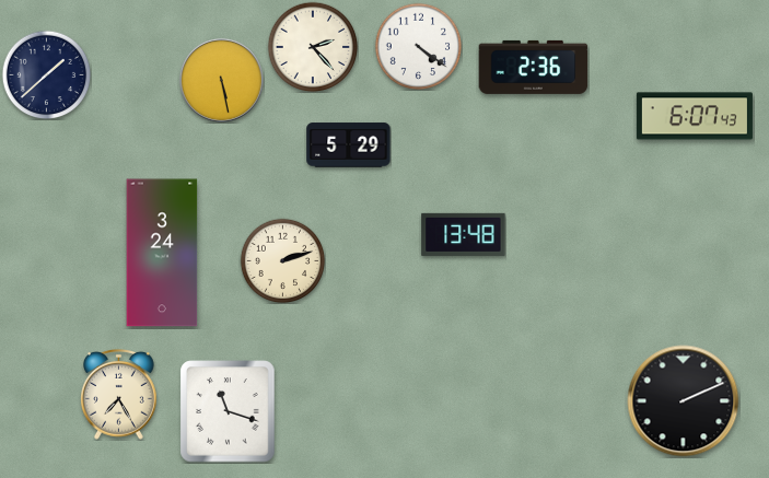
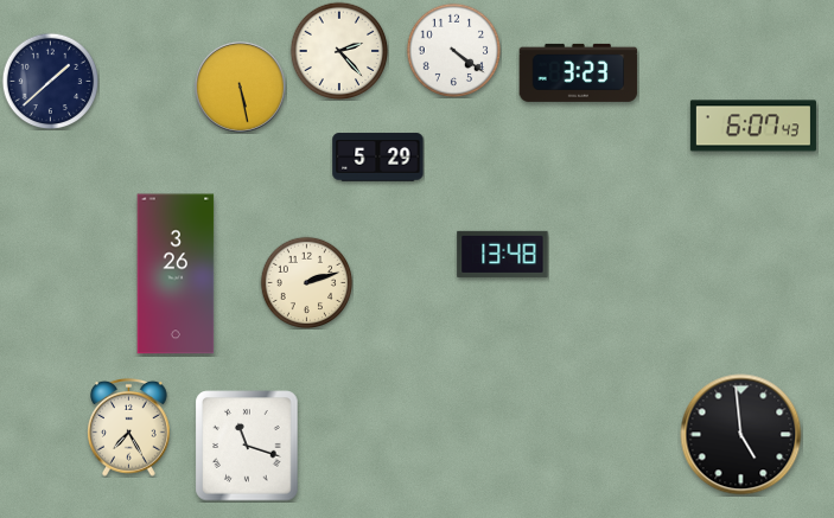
clock at (534, 67): 2:36 -> 3:23
clock at (162, 253): 3:24 -> 3:26
clock at (684, 401): 2:11 -> 4:59
